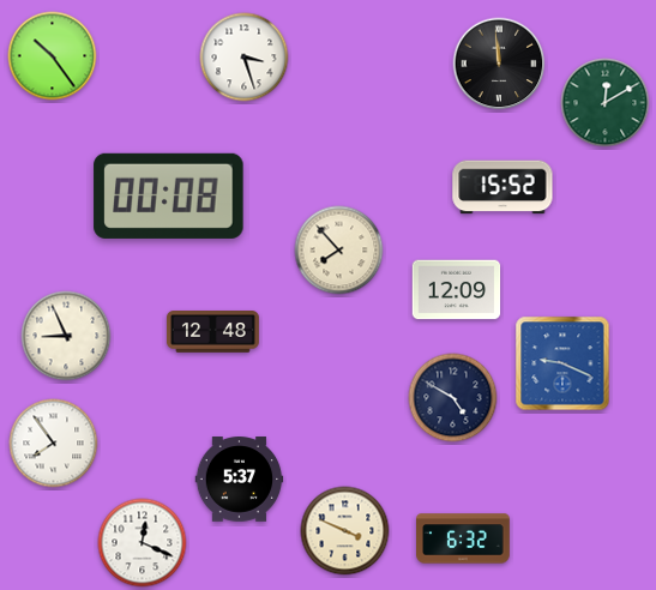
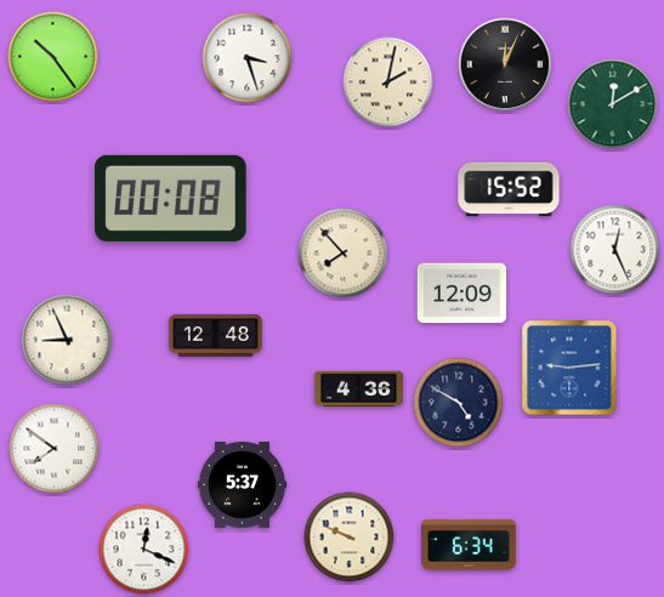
clock at (499, 64): 11:59 -> 12:04
clock at (388, 83): none -> 2:02
clock at (615, 250): none -> 12:26
clock at (562, 363): 9:19 -> 9:14
clock at (359, 390): none -> 4:36
clock at (54, 444): 7:54 -> 7:51
clock at (345, 531): 3:49 -> 9:49
clock at (464, 538): 6:32 -> 6:34
